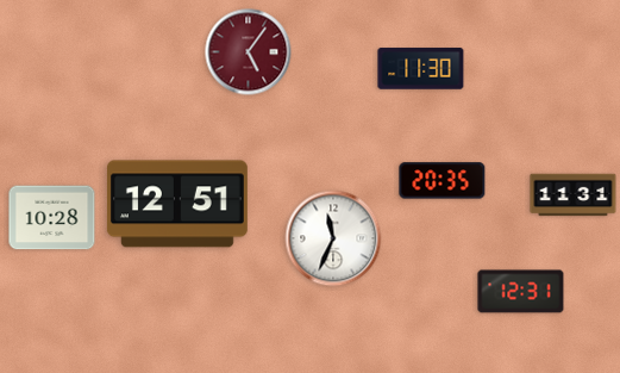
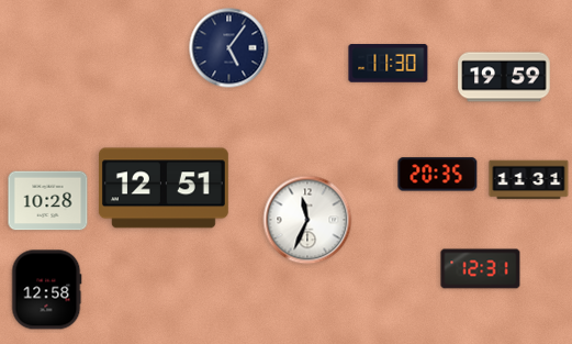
clock at (249, 52) dial: burgundy -> navy
clock at (504, 77): none -> 19:59
clock at (443, 181) position: (443, 181) -> (438, 175)
clock at (47, 290): none -> 12:58
